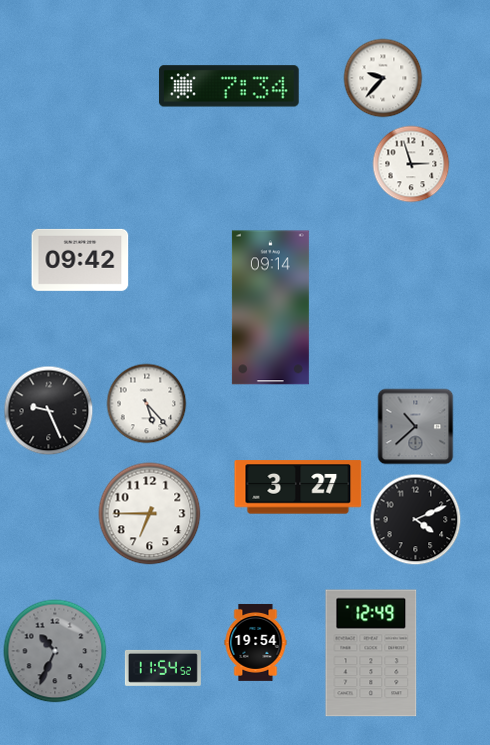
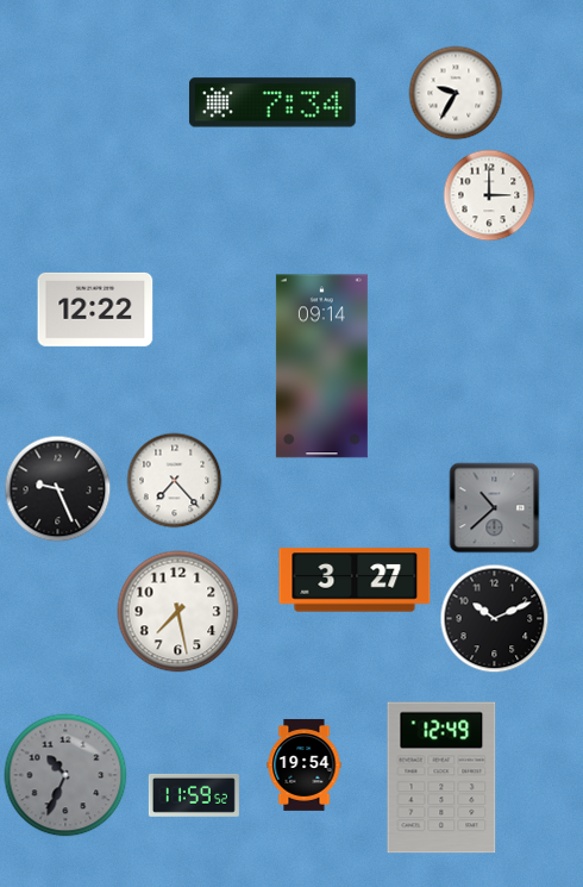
clock at (383, 78): 9:37 -> 9:35
clock at (411, 164): 2:57 -> 3:00
clock at (80, 260): 09:42 -> 12:22
clock at (147, 404): 5:23 -> 7:23
clock at (150, 514): 6:45 -> 7:28
clock at (416, 520): 4:11 -> 10:11
clock at (163, 668): 11:54 -> 11:59
